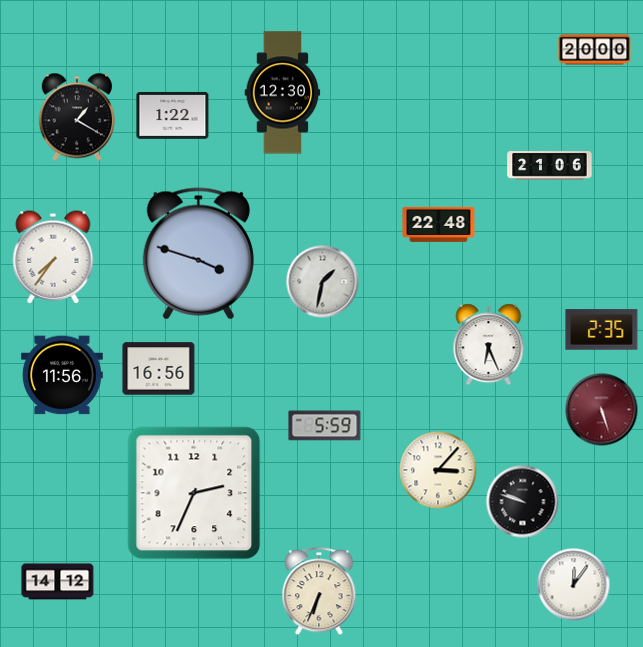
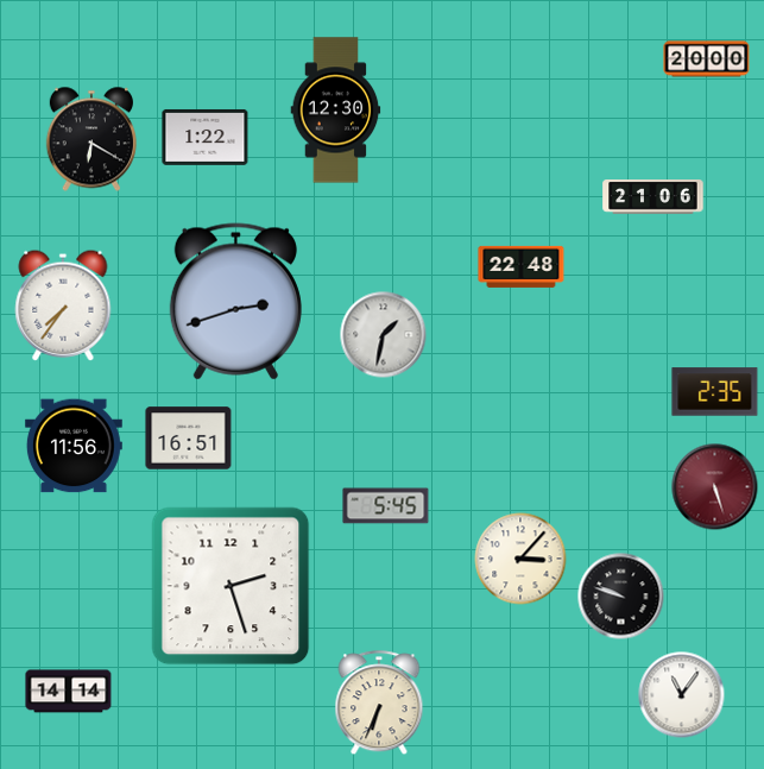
clock at (77, 117): 1:20 -> 6:20
clock at (198, 254): 3:48 -> 2:42
clock at (489, 345): 6:26 -> none
clock at (159, 369): 16:56 -> 16:51
clock at (325, 426): 5:59 -> 5:45
clock at (194, 493): 2:34 -> 2:27
clock at (58, 582): 14:12 -> 14:14
clock at (574, 585): 12:06 -> 11:06
